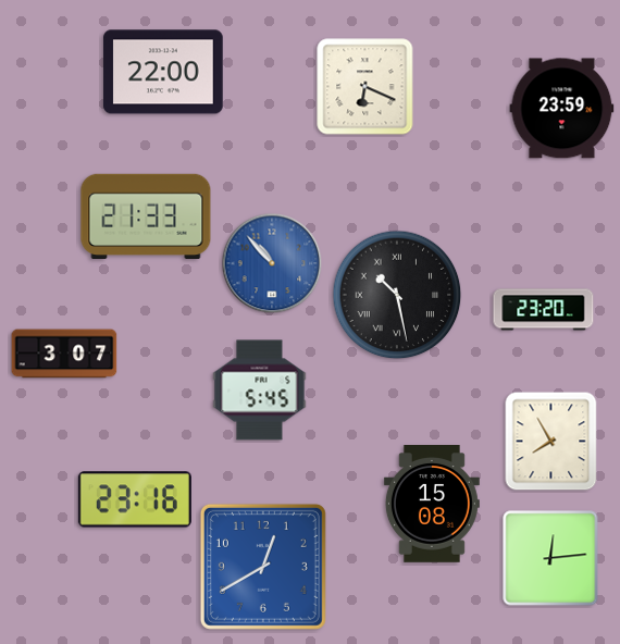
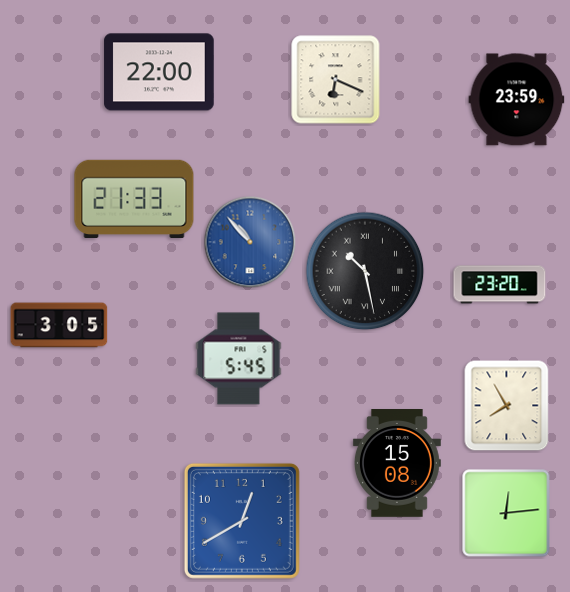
clock at (163, 72) position: (163, 72) -> (159, 72)
clock at (64, 354): 3:07 -> 3:05
clock at (135, 499): 23:16 -> none
